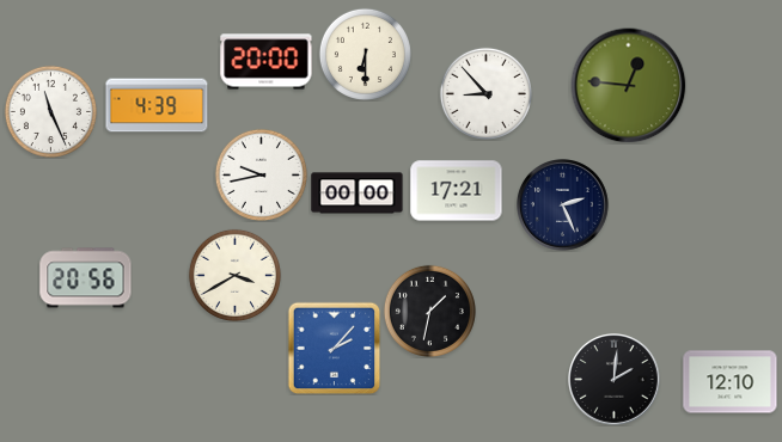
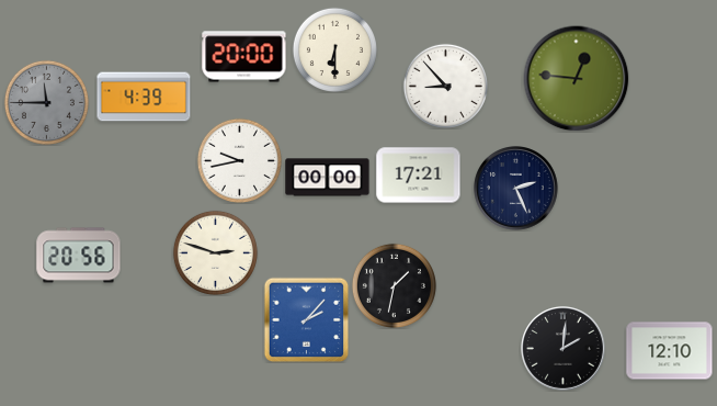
clock at (50, 111): 11:26 -> 11:45
clock at (50, 111) dial: white -> grey
clock at (234, 275): 3:40 -> 2:48
